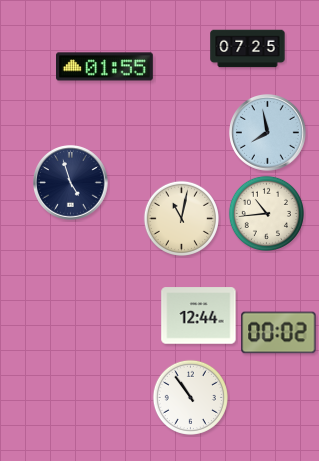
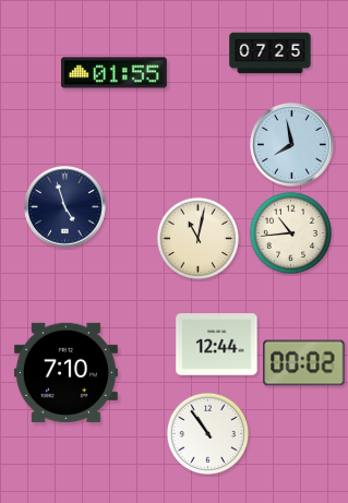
clock at (71, 183) position: (71, 183) -> (65, 207)
clock at (65, 372): none -> 7:10
